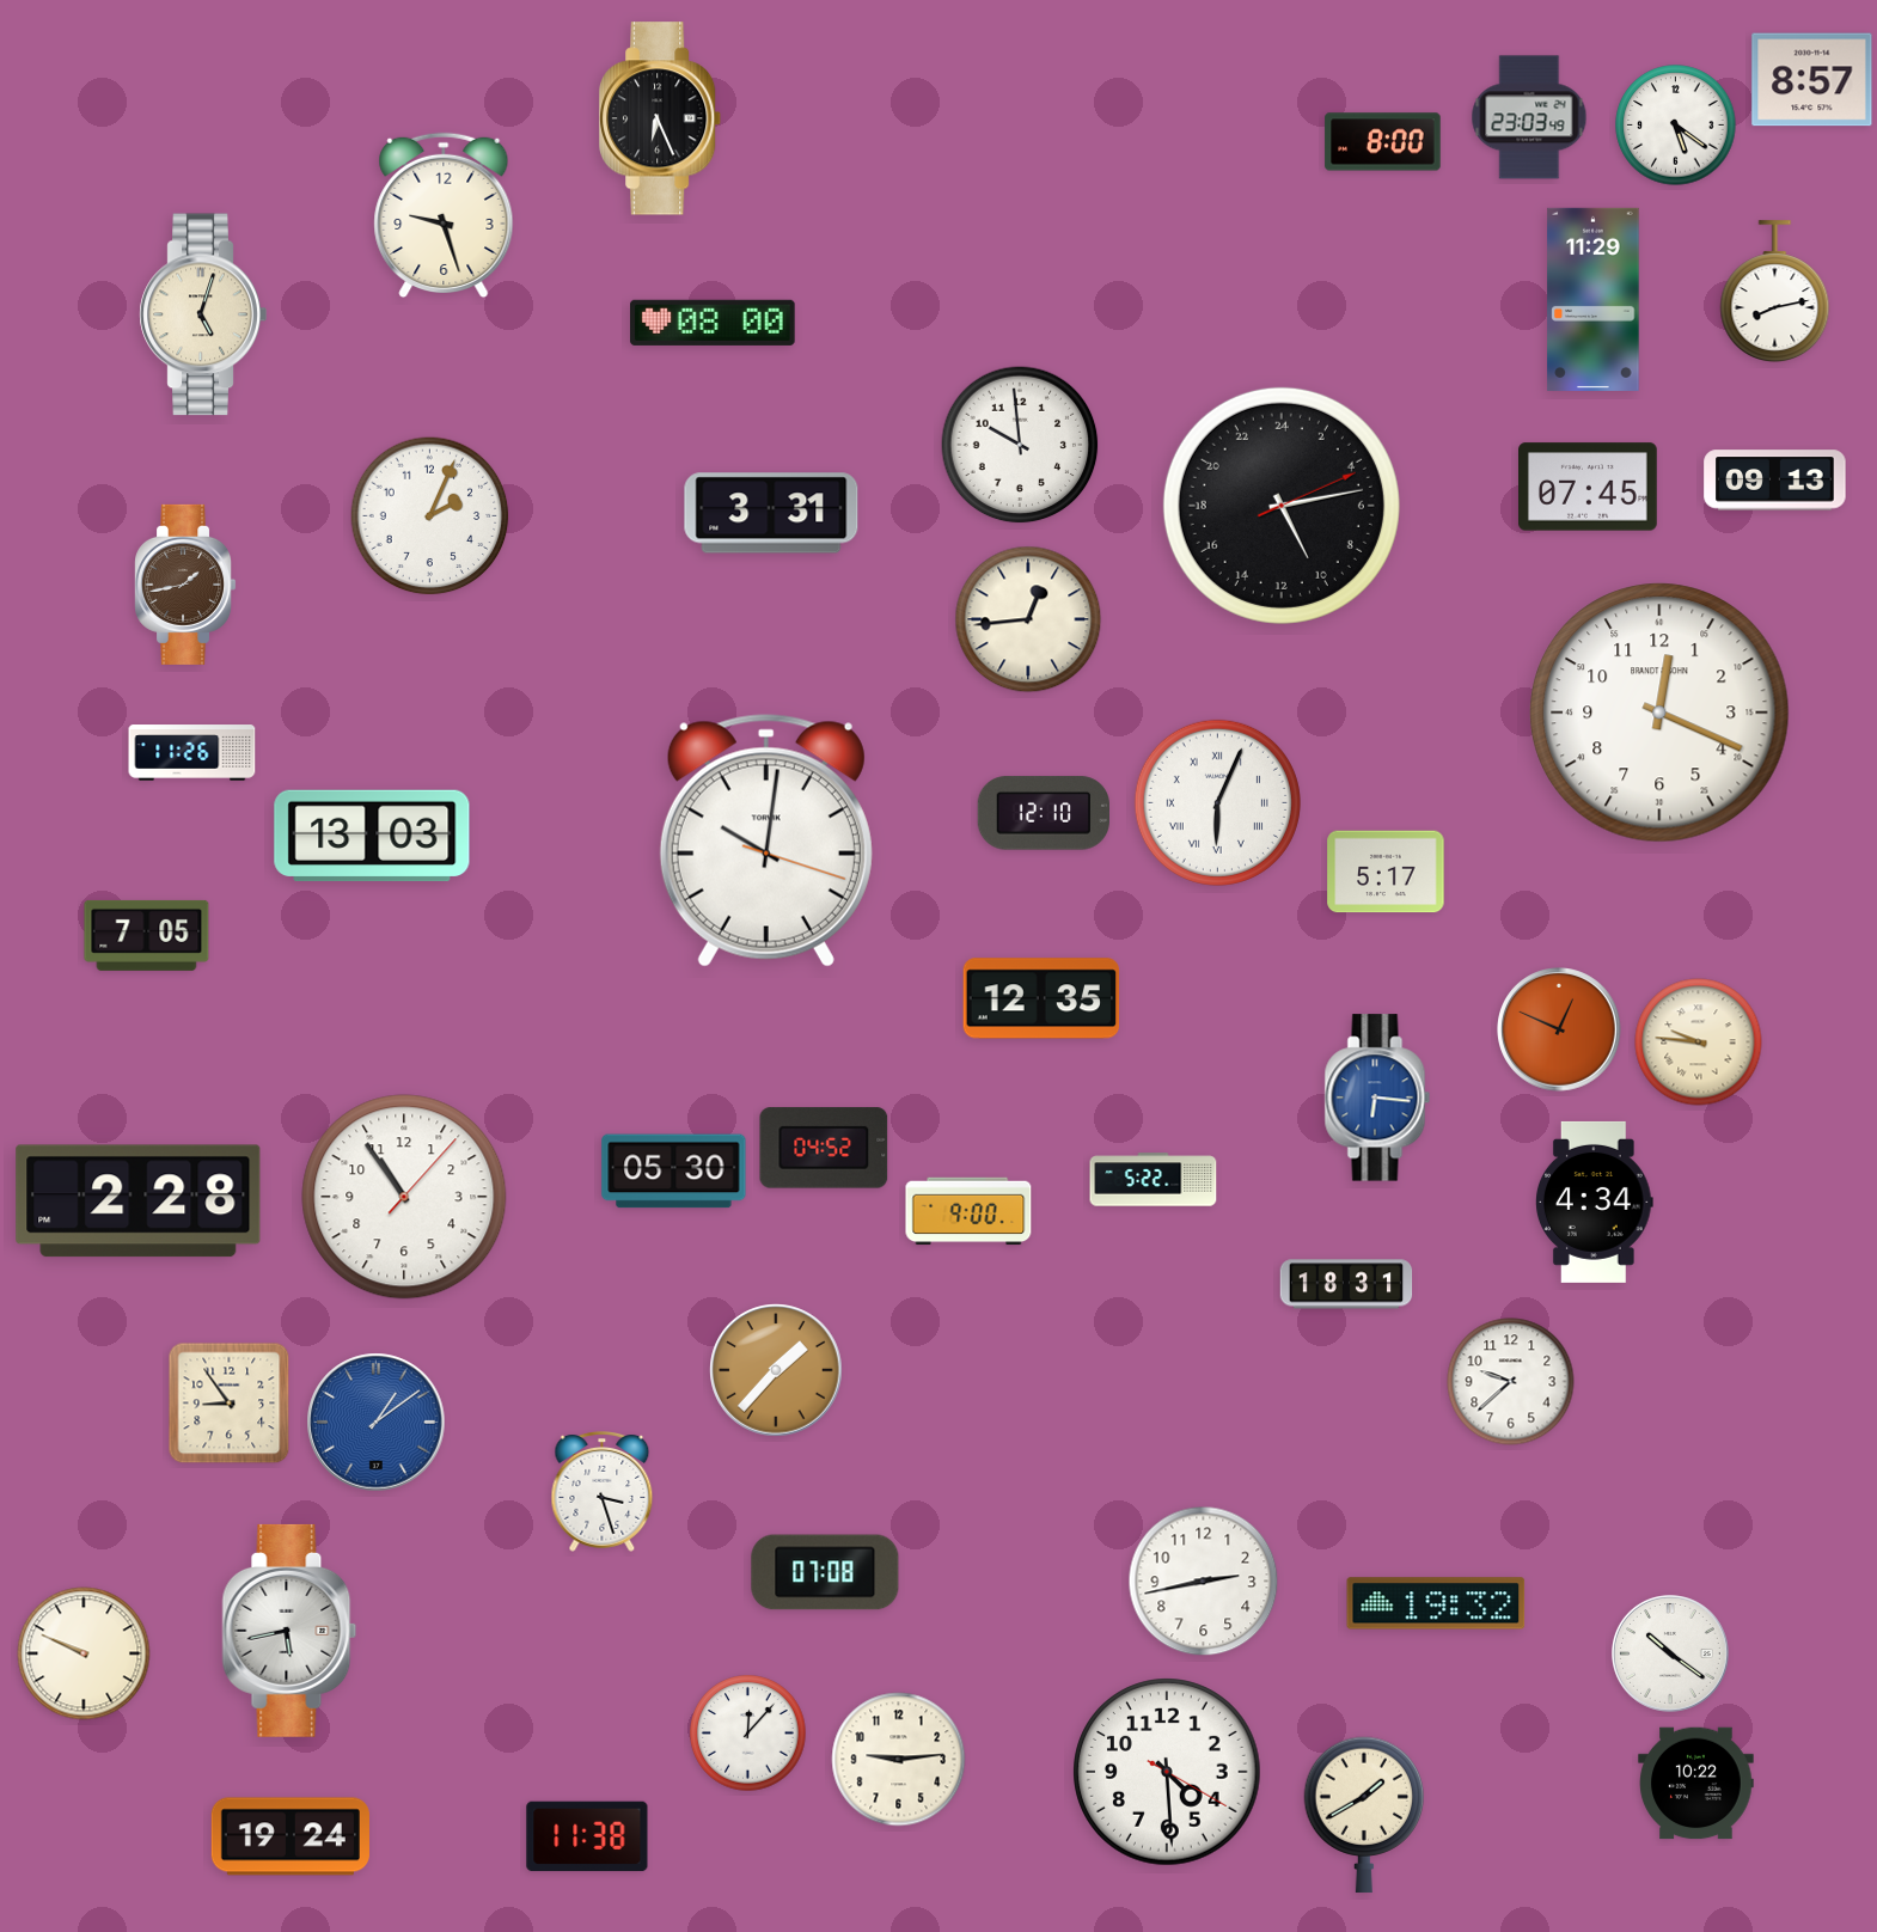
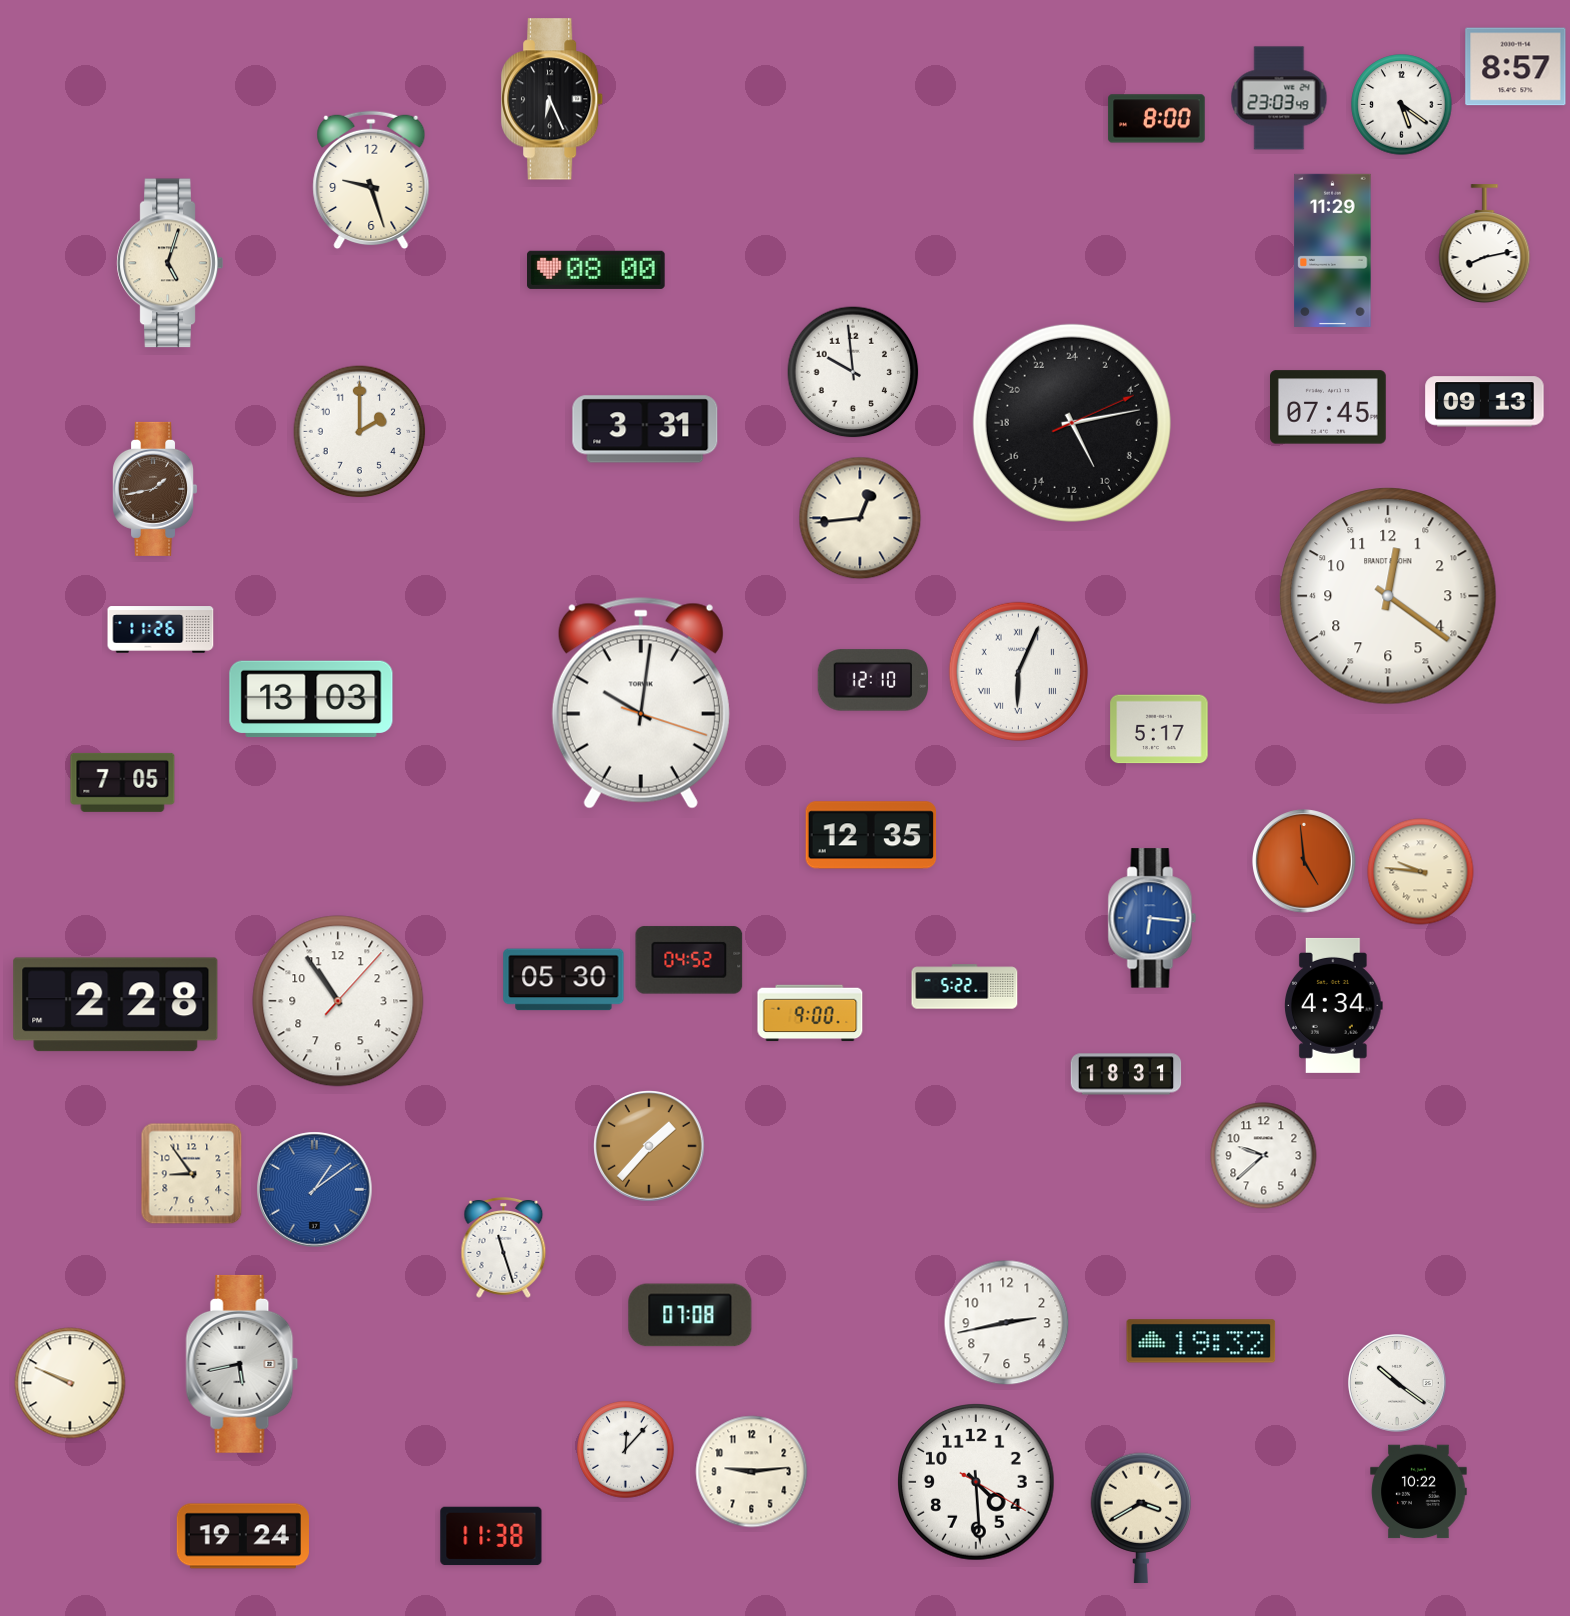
clock at (430, 516): 2:04 -> 2:00
clock at (1659, 713): 12:19 -> 12:21
clock at (1560, 1031): 12:49 -> 4:59
clock at (603, 1492): 3:27 -> 11:27
clock at (1364, 1815): 1:40 -> 3:40
